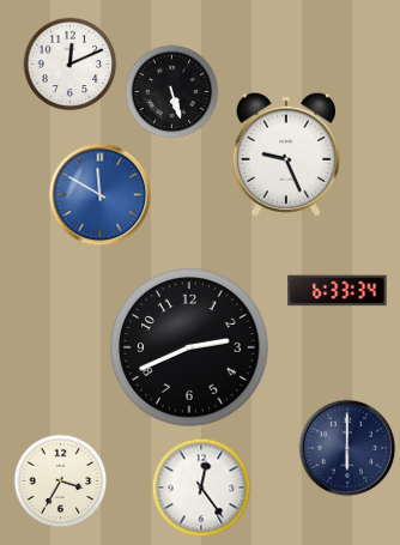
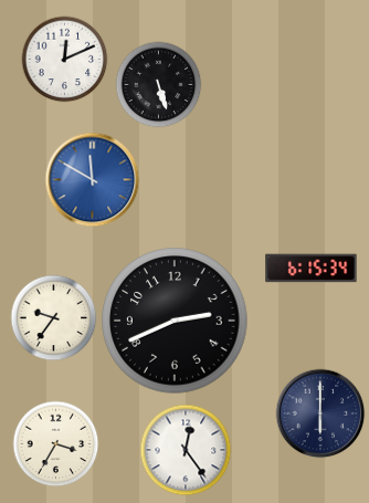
clock at (285, 155): 9:26 -> none
clock at (338, 291): 6:33 -> 6:15
clock at (53, 317): none -> 9:36
